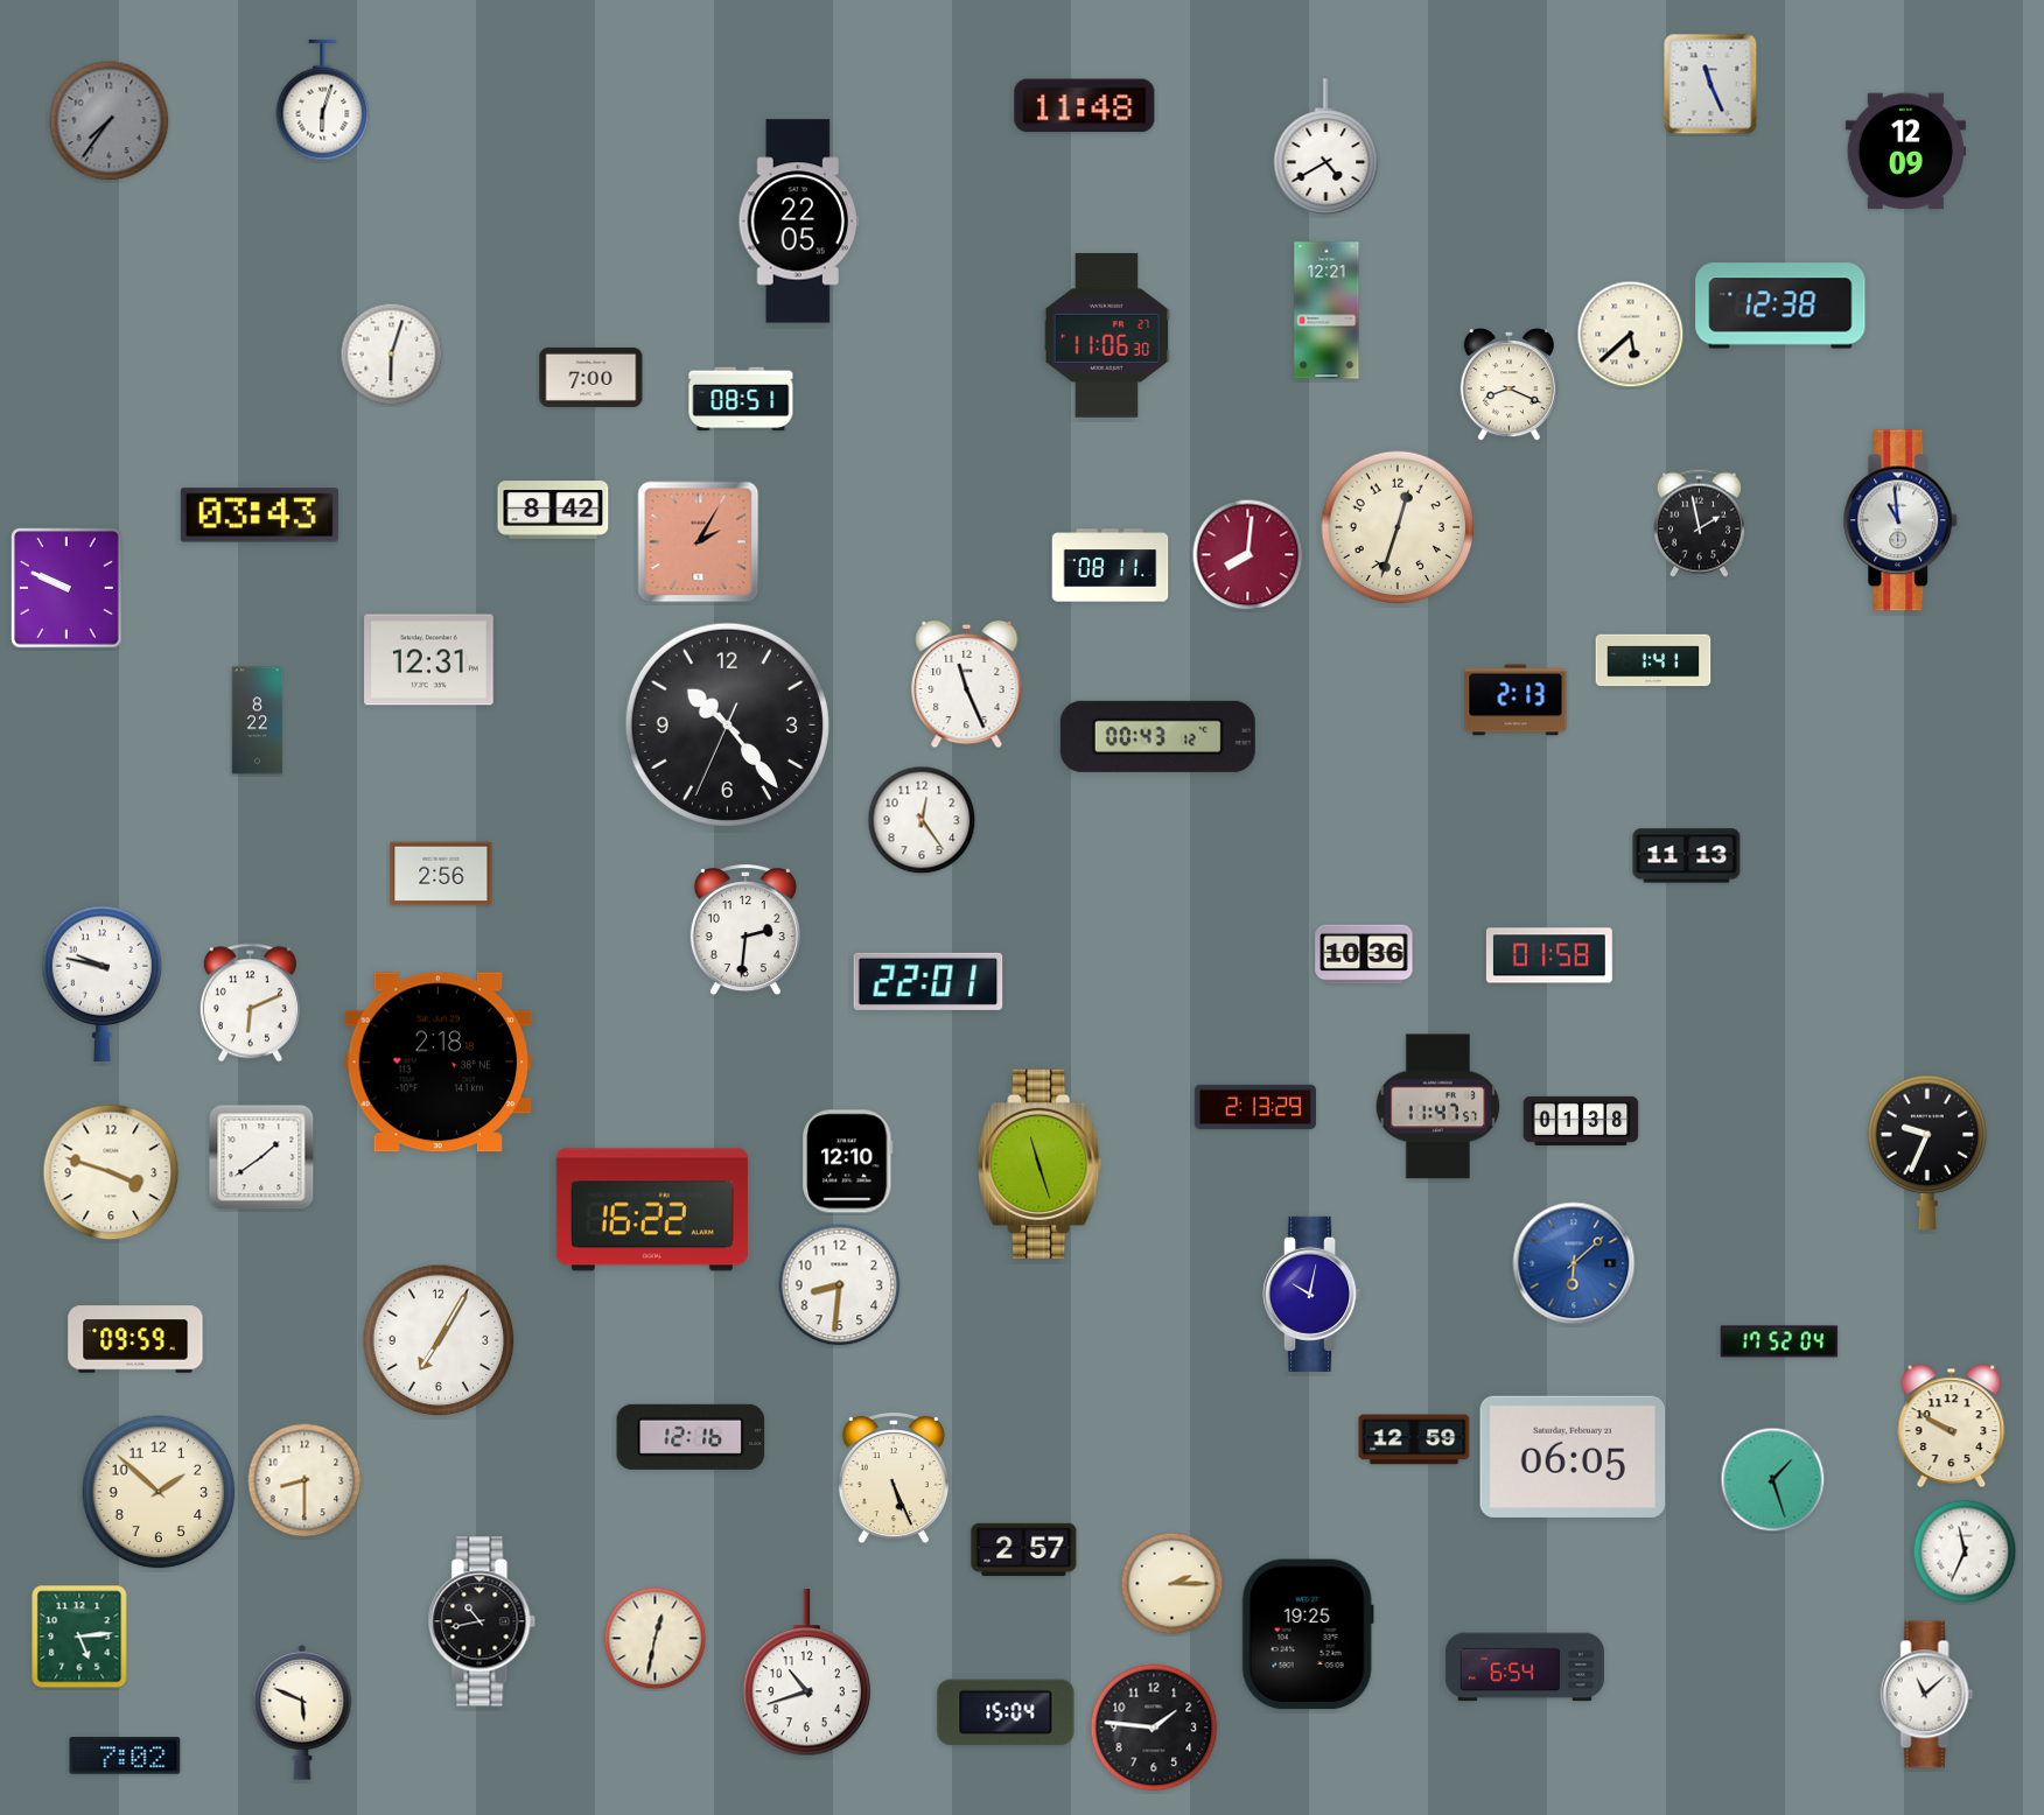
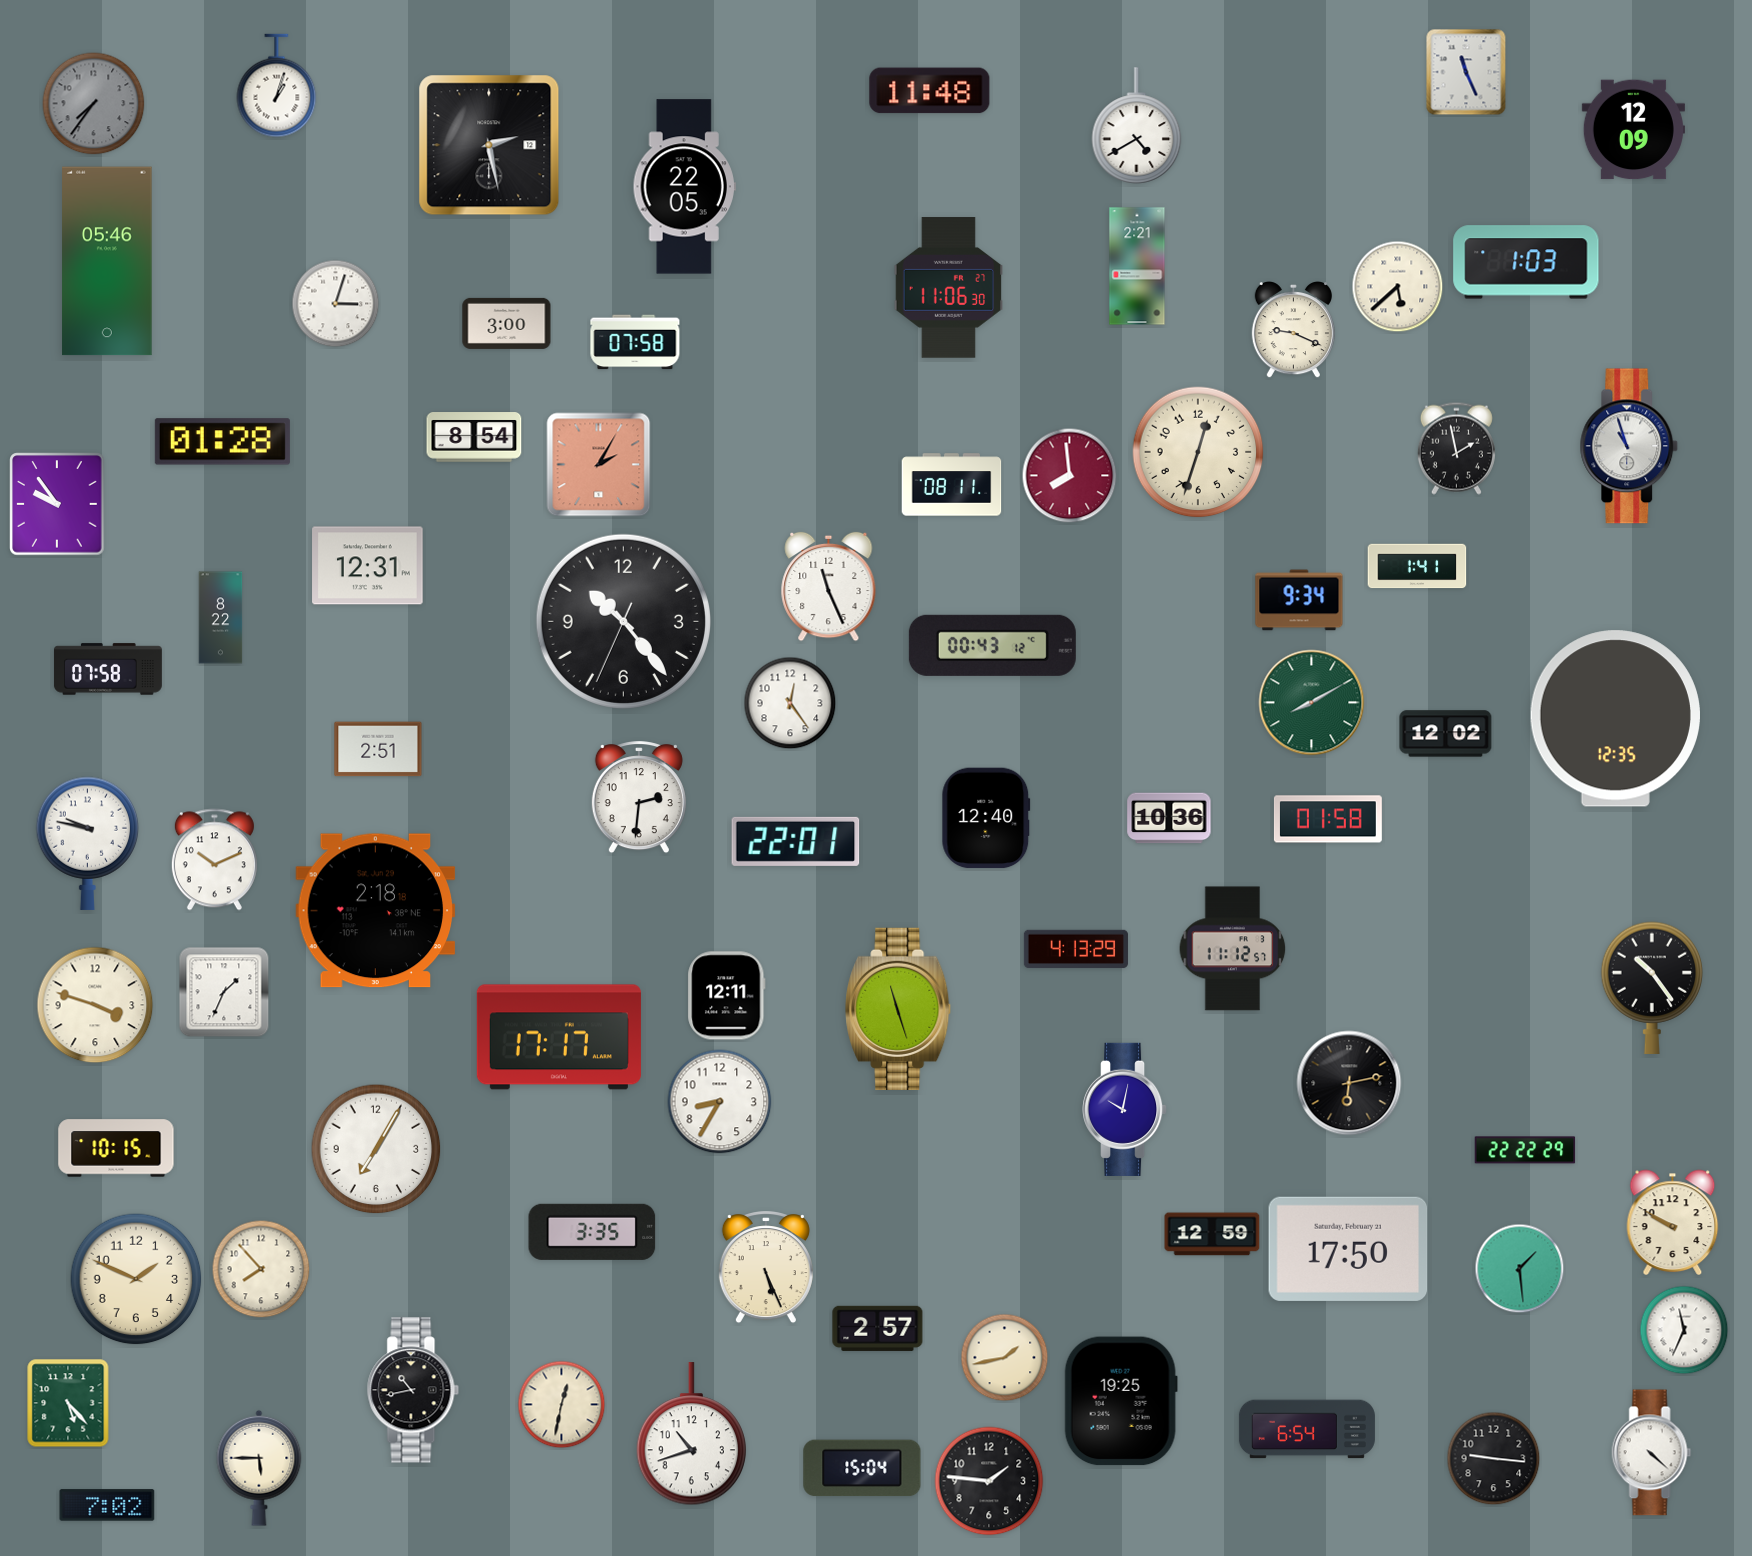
clock at (323, 100): 6:03 -> 1:03
clock at (489, 145): none -> 2:28
clock at (798, 222) position: (798, 222) -> (684, 187)
clock at (107, 261): none -> 05:46
clock at (1780, 306): 12:38 -> 1:03
clock at (1326, 310): 12:21 -> 2:21
clock at (392, 355): 6:03 -> 3:03
clock at (591, 377): 7:00 -> 3:00
clock at (1508, 386): 8:19 -> 9:19
clock at (741, 399): 08:51 -> 07:58
clock at (553, 510): 8:42 -> 8:54
clock at (259, 516): 03:43 -> 01:28
clock at (1901, 520): 10:59 -> 10:57
clock at (1248, 555): 8:01 -> 7:59
clock at (66, 588): 9:49 -> 9:54
clock at (1515, 700): 2:13 -> 9:34
clock at (1157, 736) position: (1157, 736) -> (992, 645)
clock at (108, 669): none -> 07:58
clock at (1312, 703): none -> 8:10
clock at (1615, 719): none -> 12:35
clock at (1687, 856): 11:13 -> 12:02
clock at (441, 874): 2:56 -> 2:51
clock at (986, 818): none -> 12:40
clock at (250, 1003): 6:11 -> 10:11
clock at (1255, 1107): 2:13 -> 4:13
clock at (1438, 1107): 11:47 -> 11:12
clock at (1581, 1121): 01:38 -> none
clock at (1927, 1152): 9:34 -> 10:24
clock at (261, 1157): 1:39 -> 1:34
clock at (848, 1162): 12:10 -> 12:11
clock at (1041, 1164) position: (1041, 1164) -> (899, 1009)
clock at (652, 1210): 16:22 -> 17:17
clock at (1574, 1263): 6:08 -> 6:13
clock at (1574, 1263) dial: blue -> black
clock at (840, 1285): 8:31 -> 8:35
clock at (135, 1339): 09:59 -> 10:15
clock at (1779, 1341): 17:52 -> 22:22
clock at (691, 1437): 12:16 -> 3:35
clock at (1573, 1457): 06:05 -> 17:50
clock at (304, 1480): 8:30 -> 7:53
clock at (1773, 1480): 1:27 -> 1:29
clock at (159, 1492): 1:52 -> 1:49
clock at (1172, 1584): 2:15 -> 1:43
clock at (79, 1637): 5:14 -> 5:23
clock at (1927, 1695): 11:08 -> 4:22
clock at (1494, 1459): none -> 9:16
clock at (302, 1712): 5:49 -> 5:45
